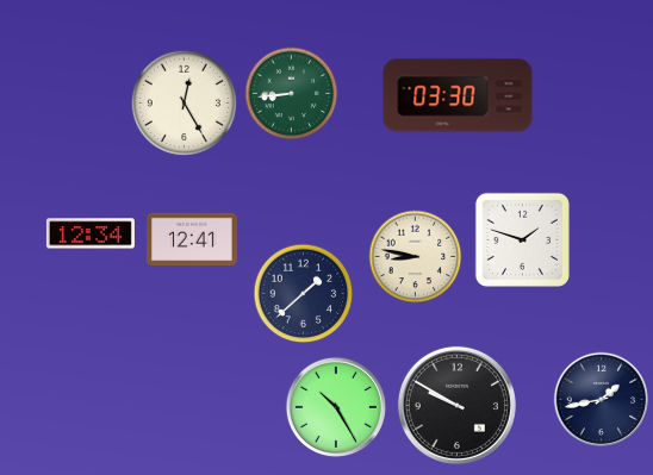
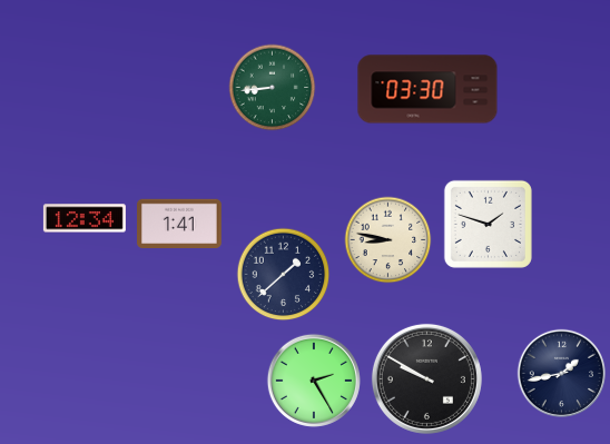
clock at (184, 102): 12:25 -> none
clock at (193, 238): 12:41 -> 1:41
clock at (335, 406): 10:25 -> 2:25
